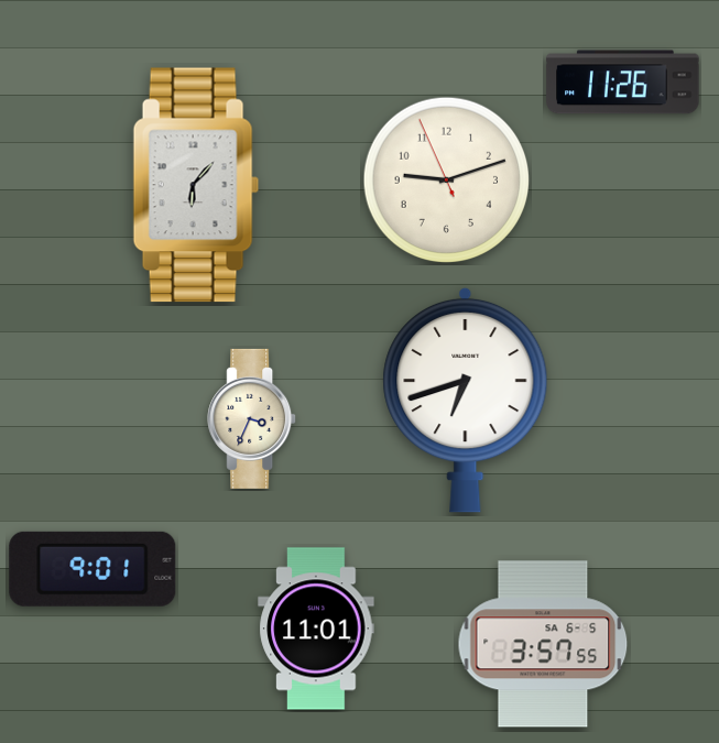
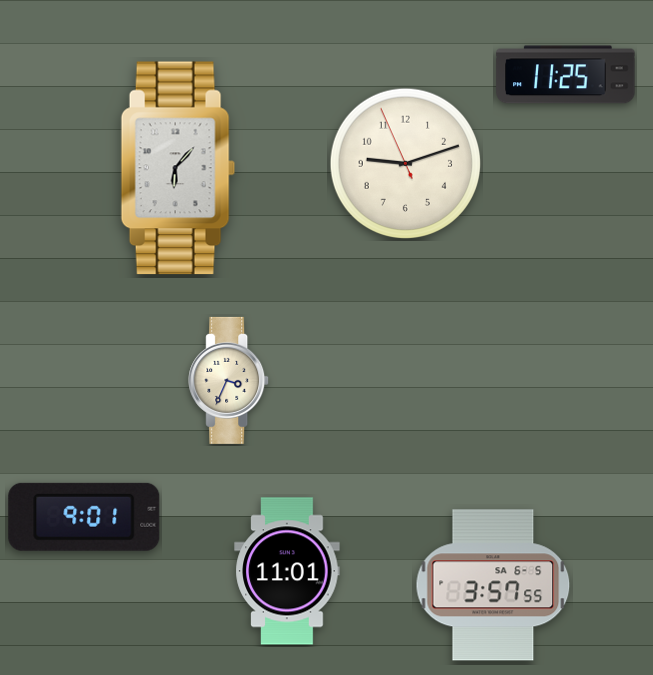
clock at (623, 83): 11:26 -> 11:25
clock at (466, 400): 6:42 -> none
